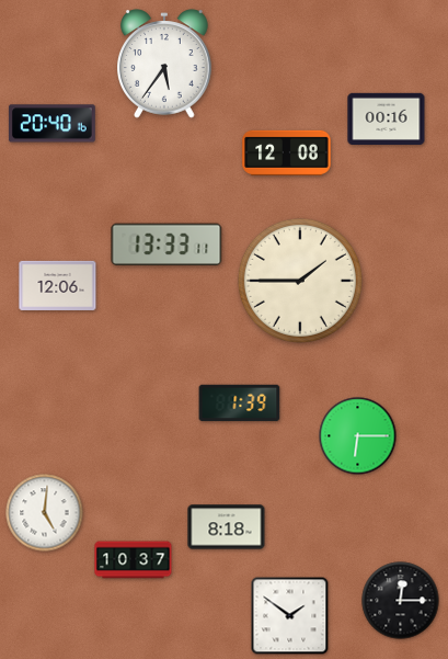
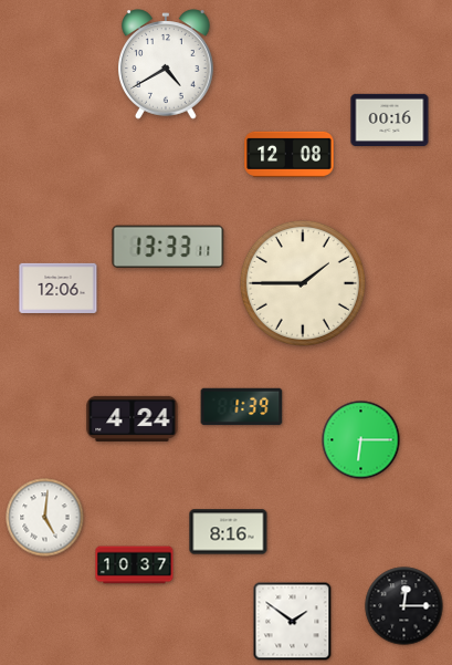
clock at (165, 64): 5:36 -> 4:40
clock at (51, 124): 20:40 -> none
clock at (133, 418): none -> 4:24
clock at (227, 527): 8:18 -> 8:16
